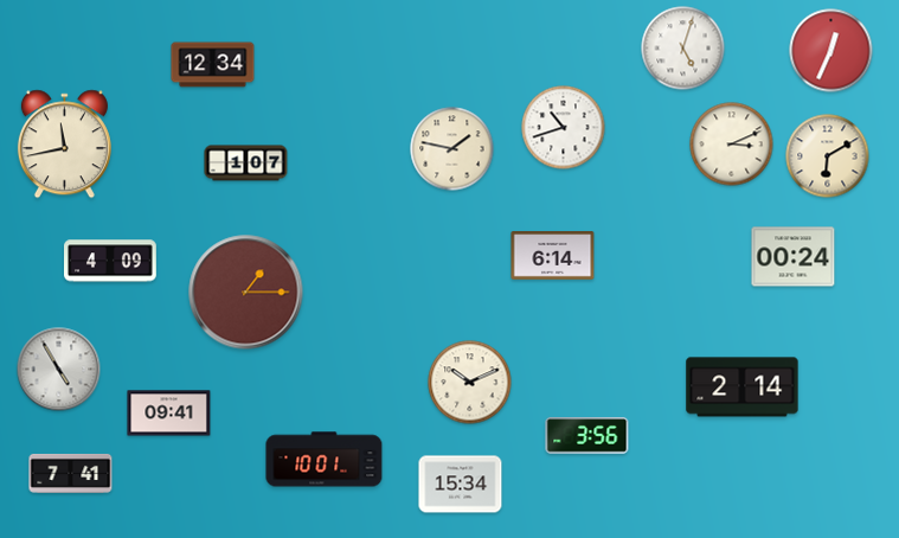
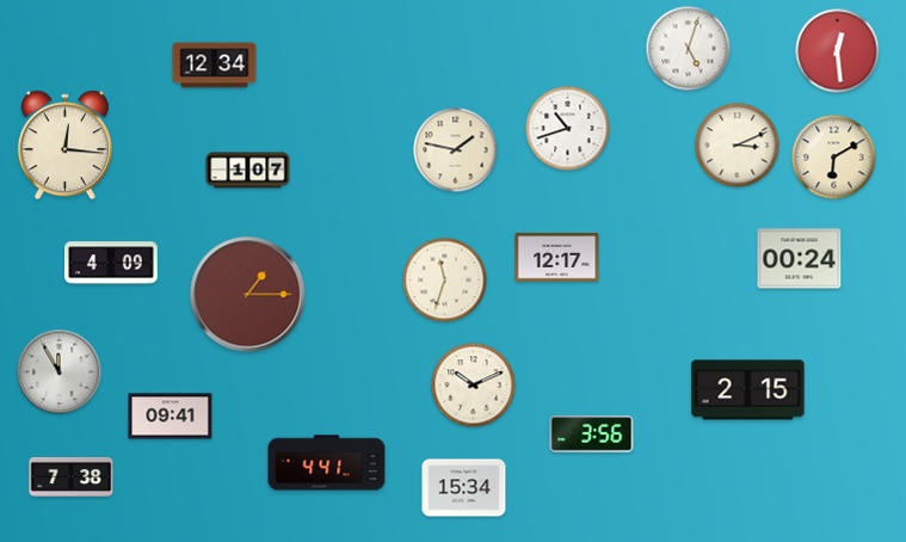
clock at (831, 51): 12:34 -> 12:29
clock at (64, 145): 11:43 -> 12:16
clock at (246, 164) position: (246, 164) -> (248, 171)
clock at (553, 256): 6:14 -> 12:17
clock at (445, 281): none -> 11:33
clock at (59, 370): 4:55 -> 11:55
clock at (743, 388): 2:14 -> 2:15
clock at (587, 436) position: (587, 436) -> (592, 435)
clock at (325, 460): 10:01 -> 4:41
clock at (71, 473): 7:41 -> 7:38
